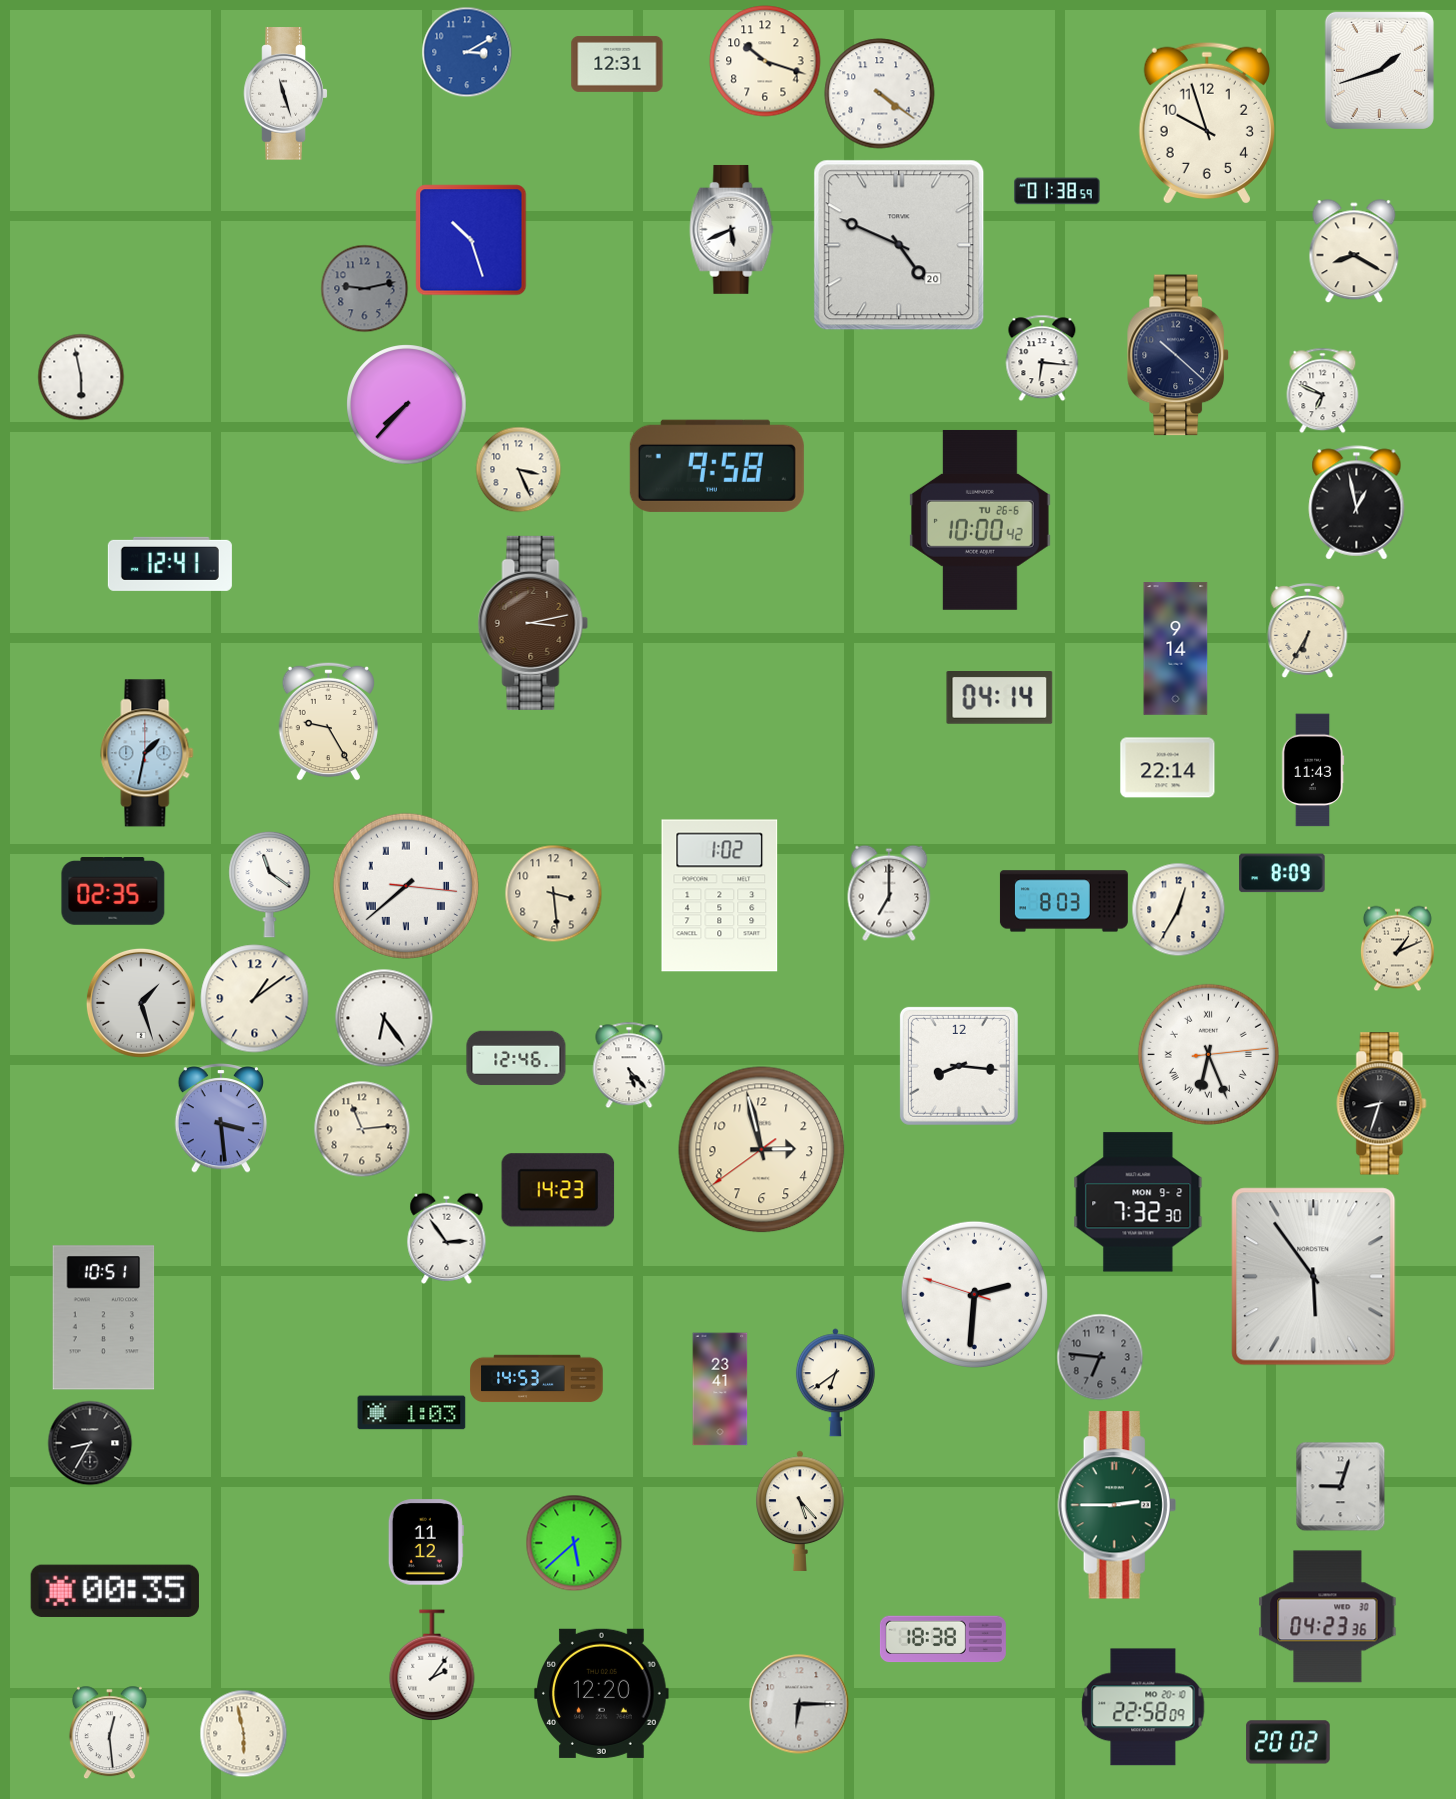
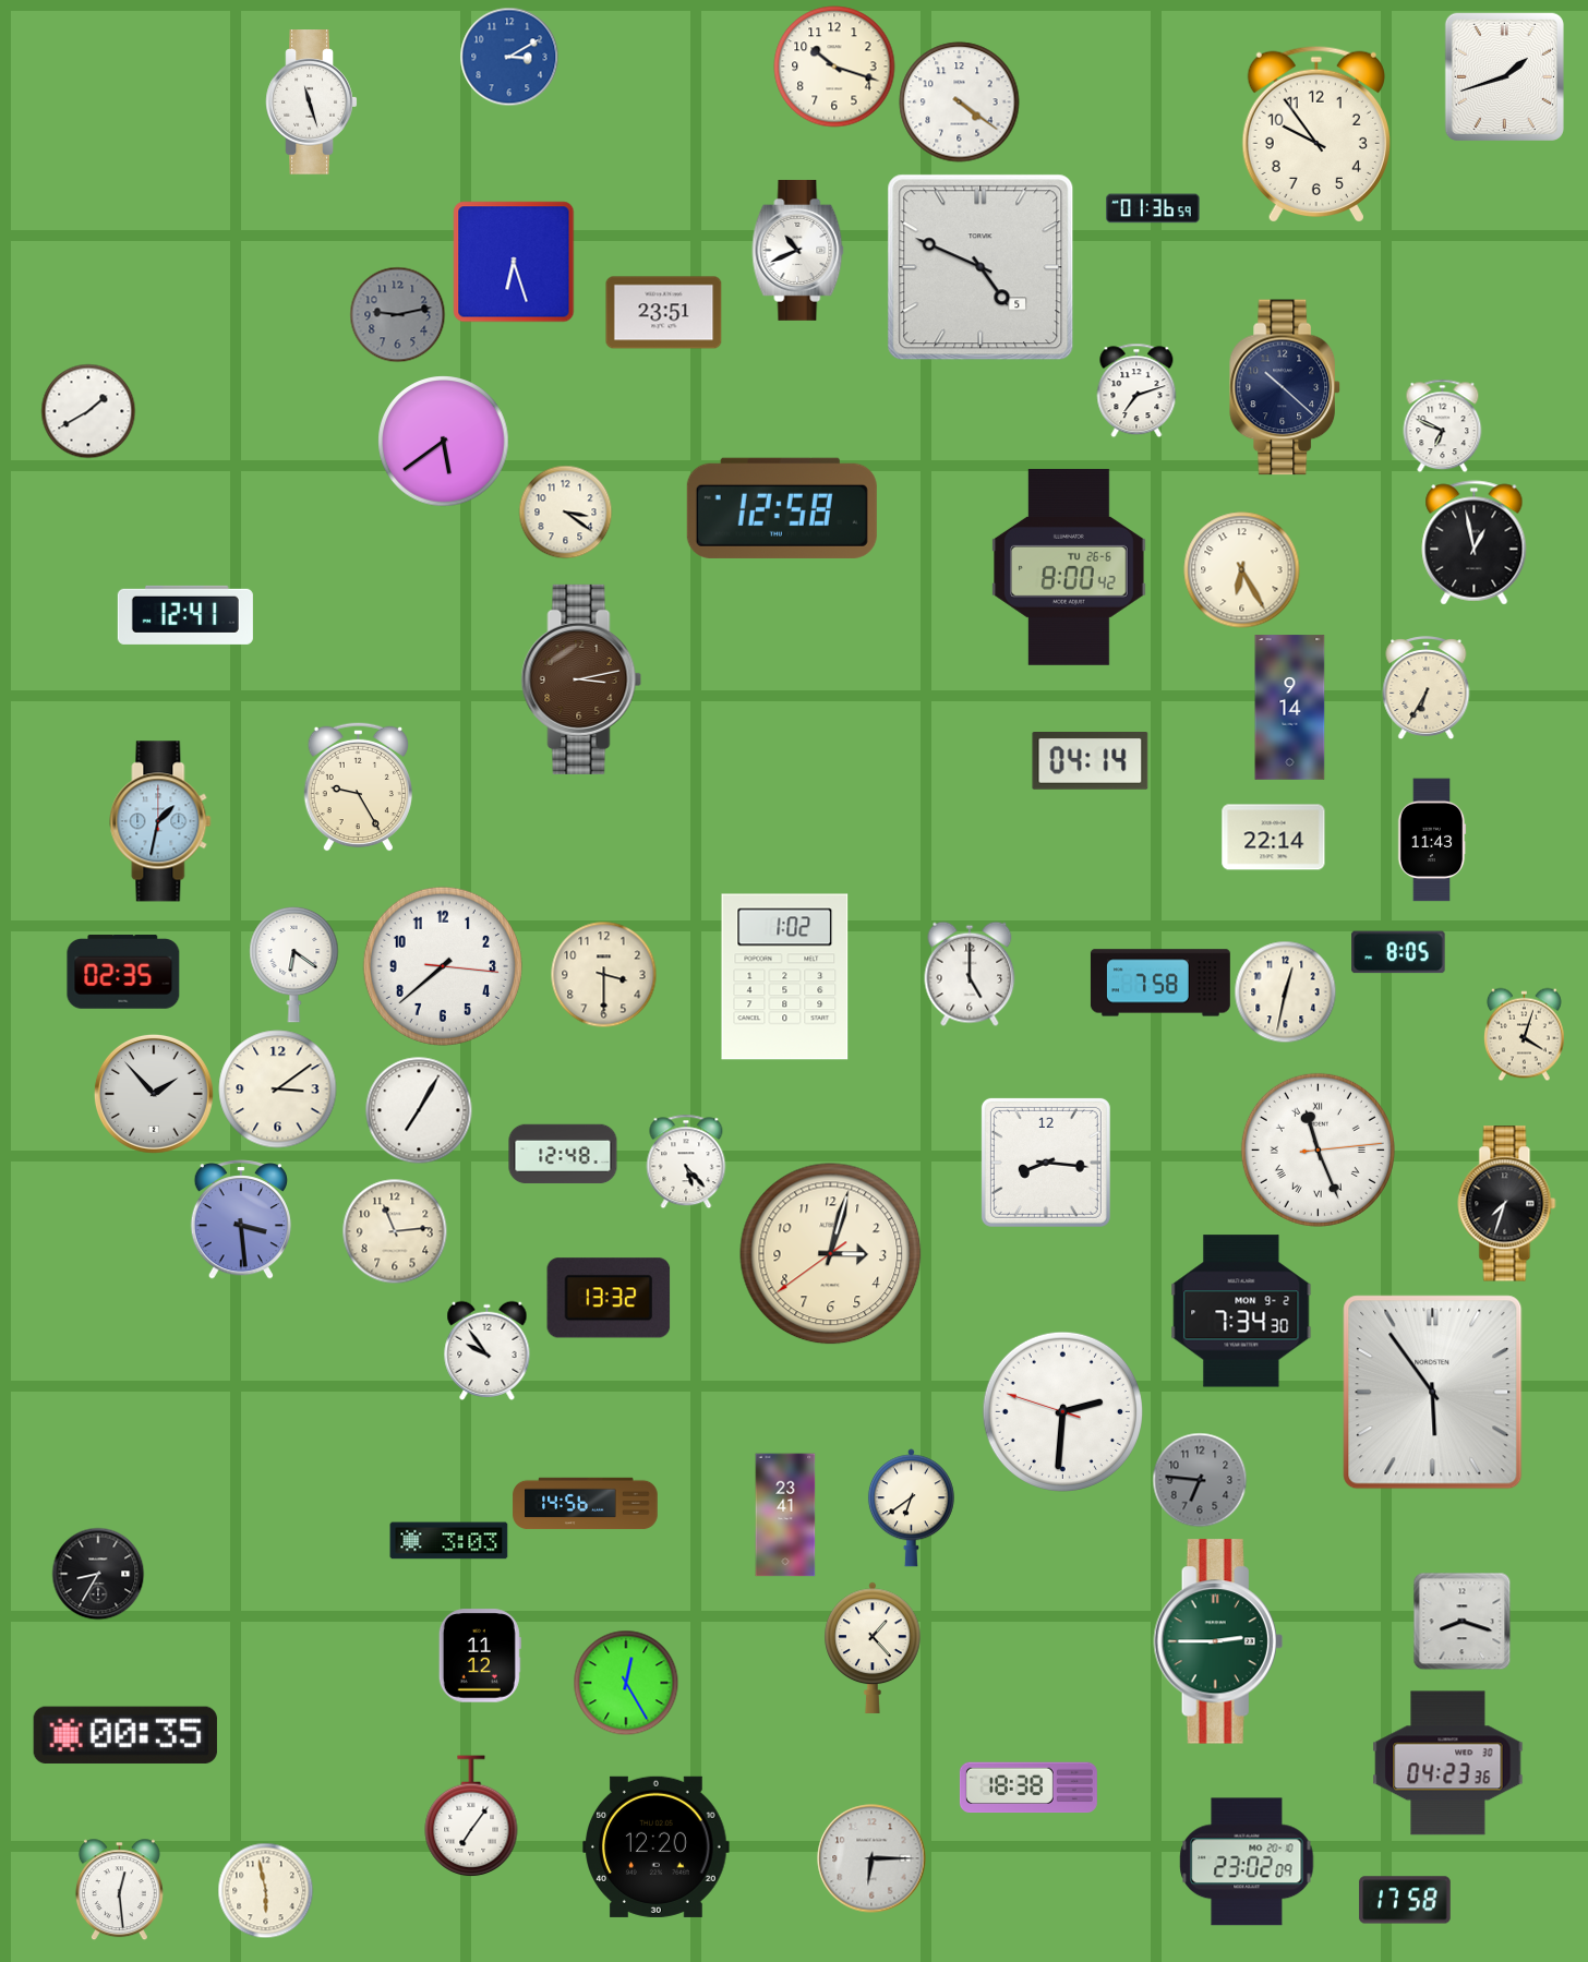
clock at (617, 64): 12:31 -> none
clock at (1207, 123): 9:57 -> 9:54
clock at (1057, 191): 01:38 -> 01:36
clock at (732, 229): 5:41 -> 10:41
clock at (471, 240): 10:27 -> 6:27
clock at (899, 245) date: 20 -> 5
clock at (1354, 251): 8:20 -> none
clock at (664, 313): none -> 23:51
clock at (1042, 358): 6:16 -> 7:12
clock at (81, 377): 5:58 -> 1:40
clock at (407, 405): 7:37 -> 5:39
clock at (717, 466): 9:58 -> 12:58
clock at (518, 469): 3:26 -> 3:21
clock at (1357, 503) position: (1357, 503) -> (1475, 543)
clock at (980, 520): 10:00 -> 8:00
clock at (1242, 570): none -> 6:25
clock at (1176, 649) position: (1176, 649) -> (1290, 708)
clock at (1282, 873): 8:09 -> 8:05
clock at (270, 884): 11:21 -> 6:21
clock at (406, 886) numerals: Roman -> Arabic
clock at (553, 893): 3:29 -> 3:30
clock at (889, 893): 7:00 -> 5:00
clock at (1064, 901): 8:03 -> 7:58
clock at (1178, 909): 12:35 -> 12:32
clock at (1397, 948): 1:11 -> 4:03
clock at (255, 999): 1:09 -> 3:09
clock at (141, 1003): 1:27 -> 1:53
clock at (384, 1018): 6:24 -> 7:05
clock at (1208, 1054): 6:26 -> 11:26
clock at (516, 1058): 12:46 -> 12:48
clock at (1382, 1104): 8:33 -> 7:33
clock at (762, 1150): 2:57 -> 3:02
clock at (558, 1190): 14:23 -> 13:32
clock at (1138, 1202): 7:32 -> 7:34
clock at (447, 1238): 2:54 -> 9:54
clock at (104, 1318): 10:51 -> none
clock at (537, 1379): 14:53 -> 14:56
clock at (412, 1413): 1:03 -> 3:03
clock at (1340, 1486): 9:03 -> 8:18
clock at (800, 1511): 5:23 -> 1:23
clock at (426, 1542) position: (426, 1542) -> (480, 1656)
clock at (574, 1543): 5:38 -> 12:25
clock at (432, 1665): 2:06 -> 7:06
clock at (1143, 1707): 22:58 -> 23:02
clock at (1288, 1742): 20:02 -> 17:58
